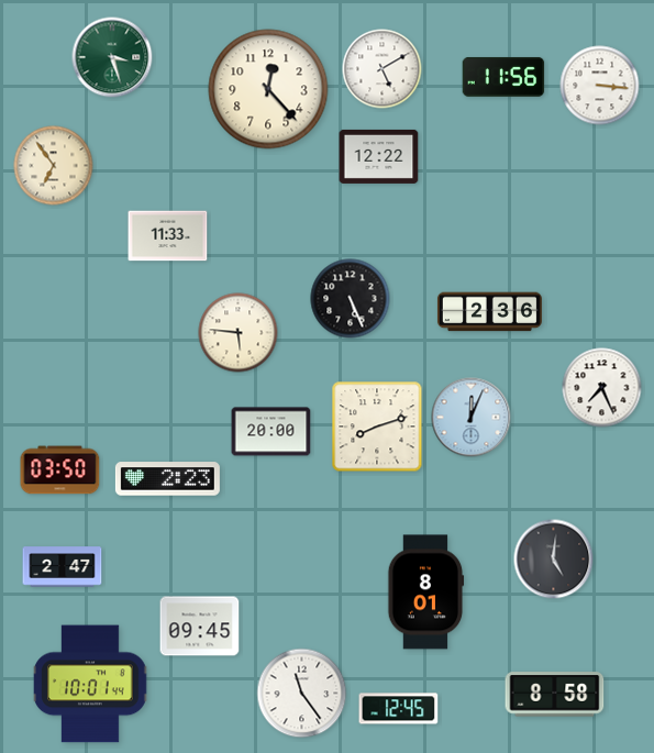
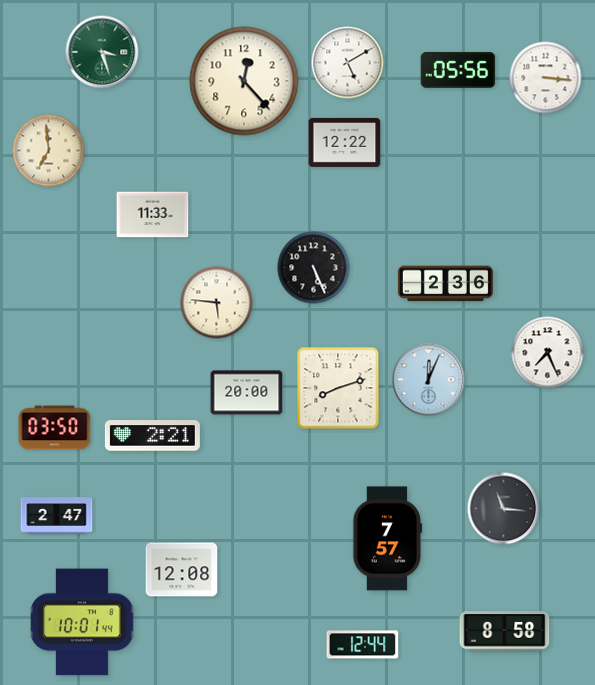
clock at (503, 77): 11:56 -> 05:56
clock at (54, 166): 6:54 -> 6:59
clock at (351, 299) position: (351, 299) -> (314, 268)
clock at (377, 427) position: (377, 427) -> (338, 388)
clock at (167, 479): 2:23 -> 2:21
clock at (554, 560): 5:01 -> 11:16
clock at (426, 593): 8:01 -> 7:57
clock at (200, 627): 09:45 -> 12:08
clock at (302, 694): 11:24 -> none
clock at (399, 709): 12:45 -> 12:44
